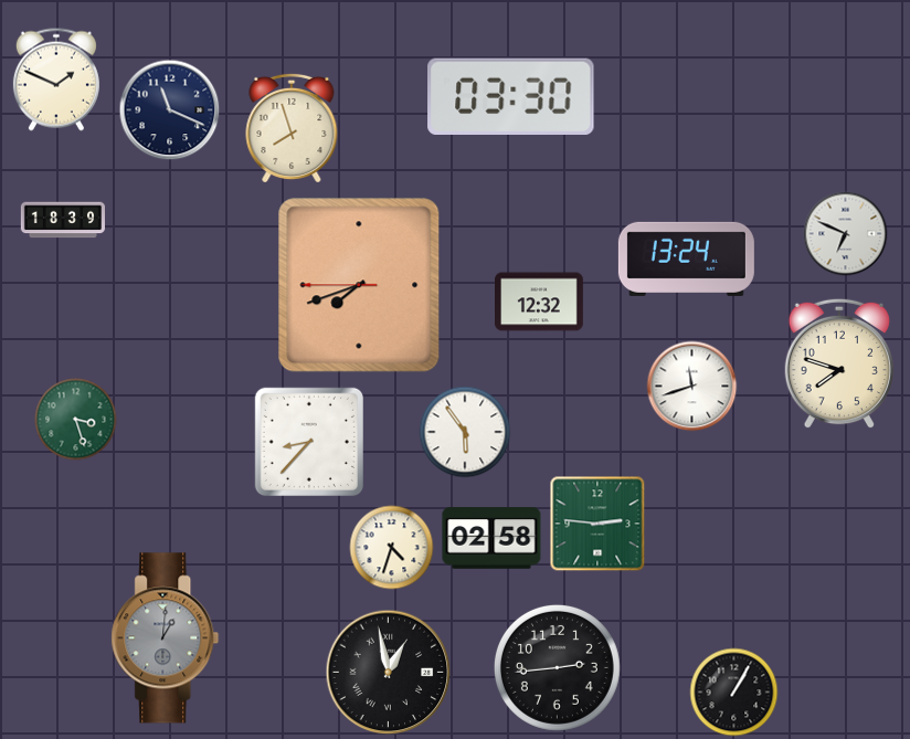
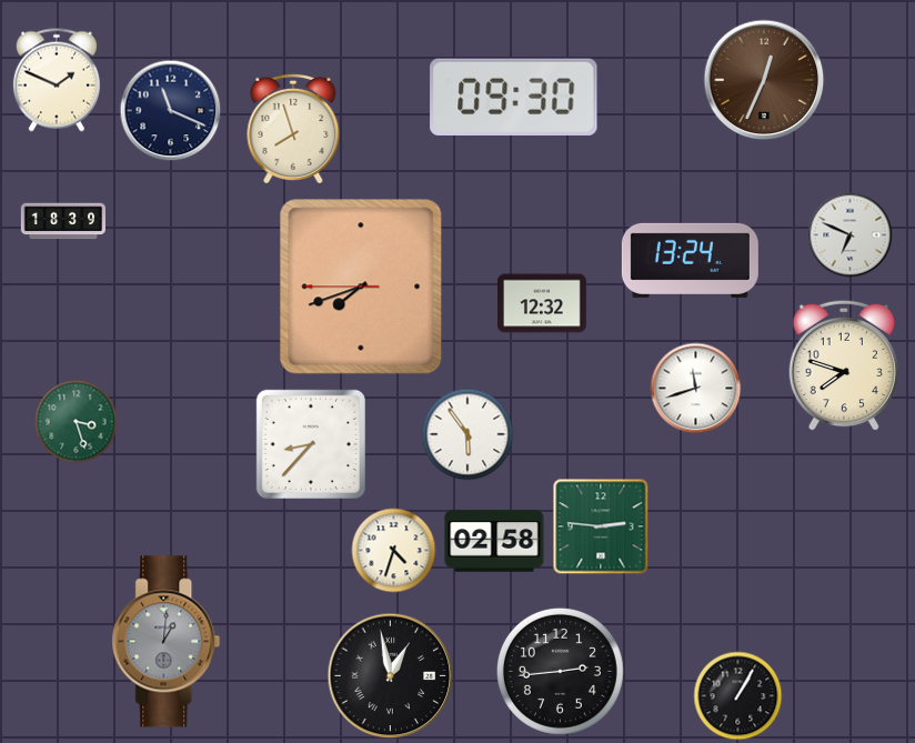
clock at (764, 80): none -> 12:34
clock at (511, 96): 03:30 -> 09:30
